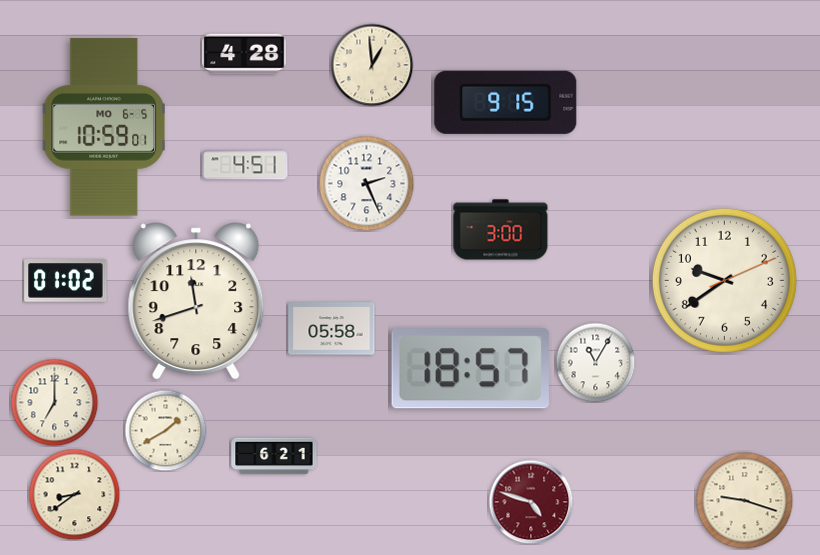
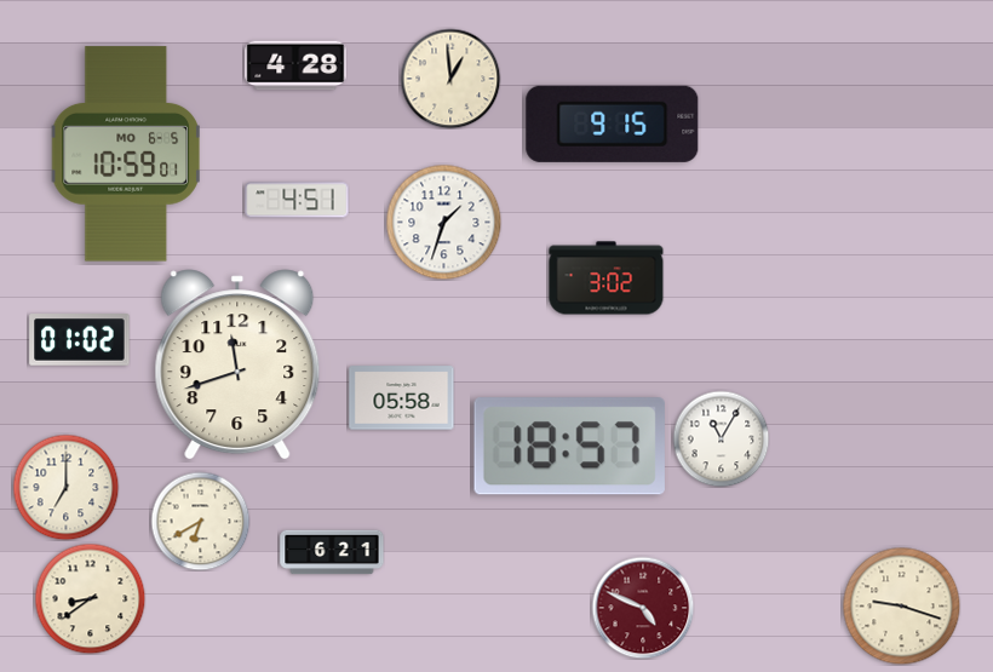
clock at (366, 183): 2:26 -> 1:33
clock at (501, 230): 3:00 -> 3:02
clock at (724, 280): 9:39 -> none
clock at (165, 430): 1:40 -> 6:40
clock at (531, 502): 4:48 -> 4:49
